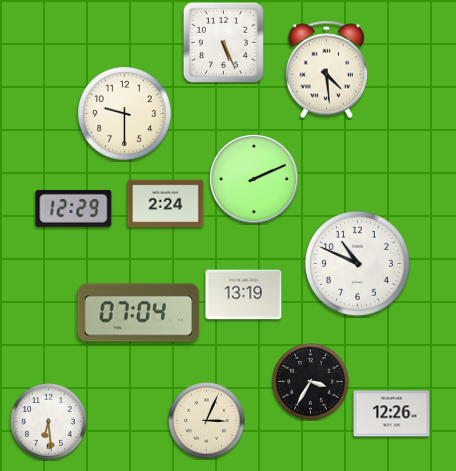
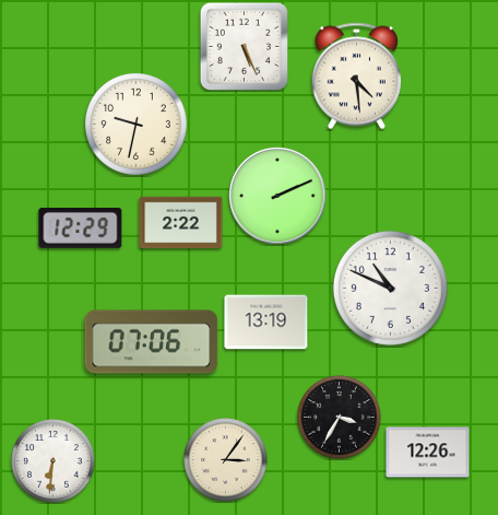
clock at (125, 114): 9:30 -> 9:32
clock at (166, 204): 2:24 -> 2:22
clock at (139, 313): 07:04 -> 07:06
clock at (207, 421): 3:04 -> 3:06
clock at (49, 422): 6:29 -> 6:31
